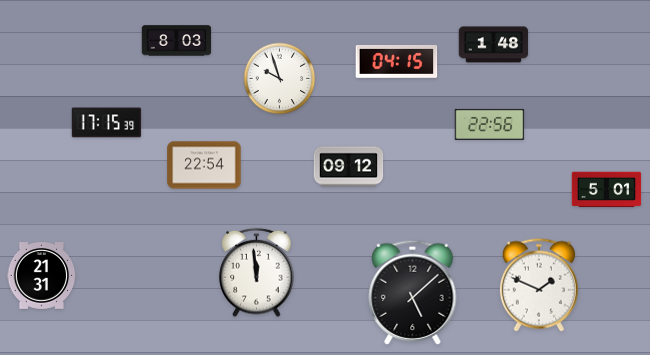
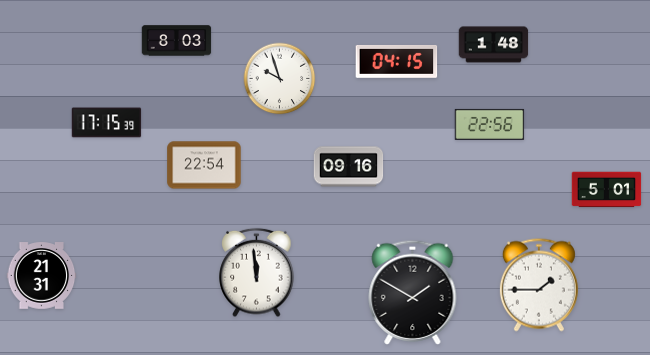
clock at (349, 167): 09:12 -> 09:16
clock at (539, 285): 1:49 -> 1:45
clock at (413, 292): 5:08 -> 1:50
